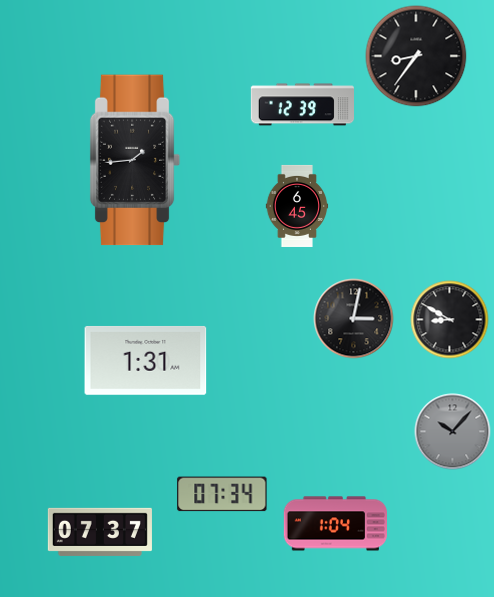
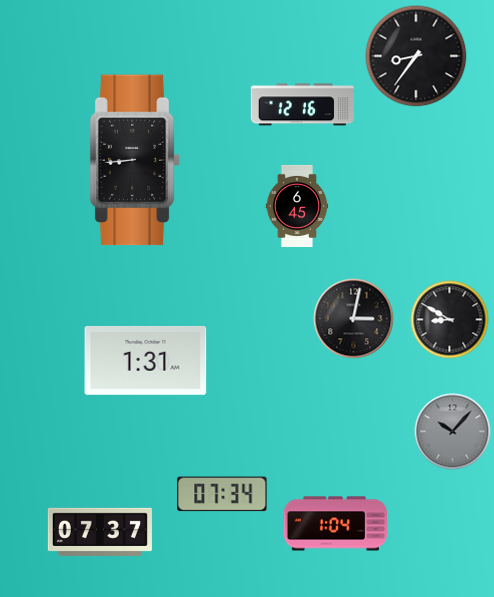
clock at (302, 105): 12:39 -> 12:16
clock at (135, 160): 1:44 -> 8:44
